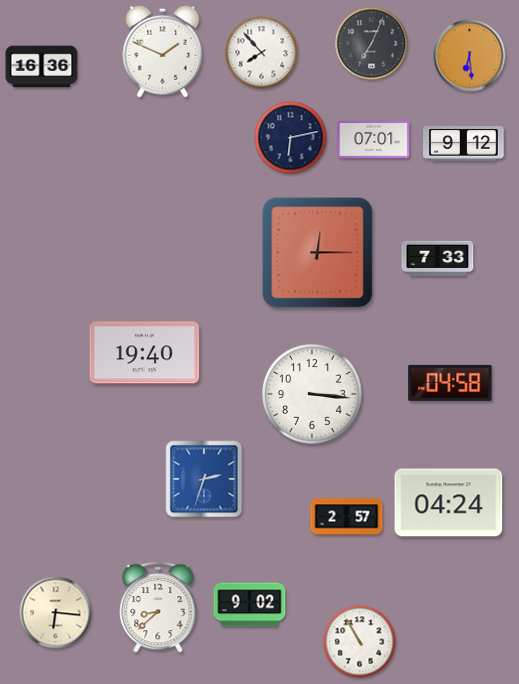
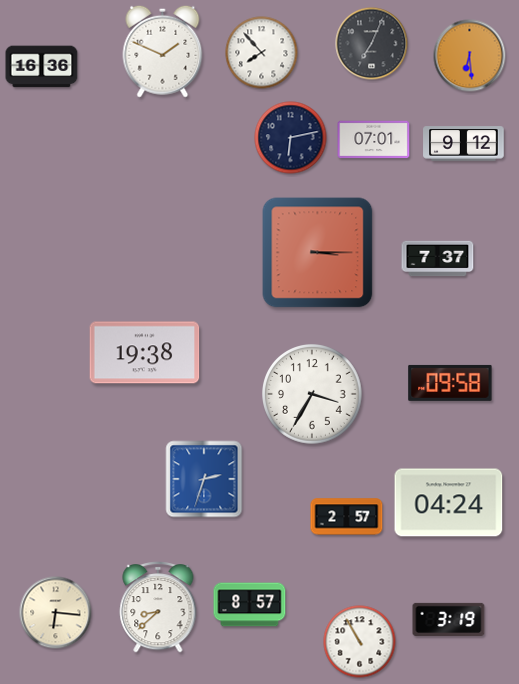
clock at (318, 253): 12:15 -> 3:15
clock at (438, 259): 7:33 -> 7:37
clock at (145, 353): 19:40 -> 19:38
clock at (450, 383): 04:58 -> 09:58
clock at (313, 395): 3:16 -> 3:35
clock at (250, 605): 9:02 -> 8:57
clock at (449, 619): none -> 3:19
